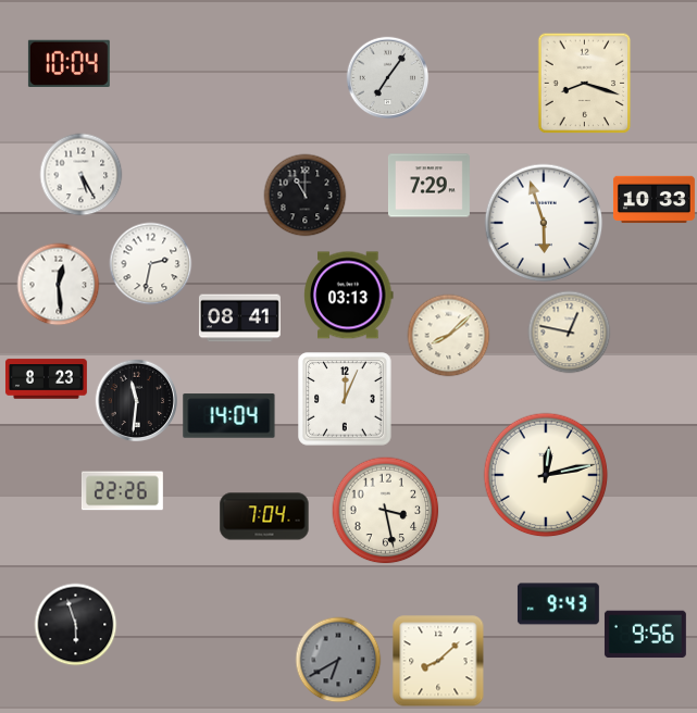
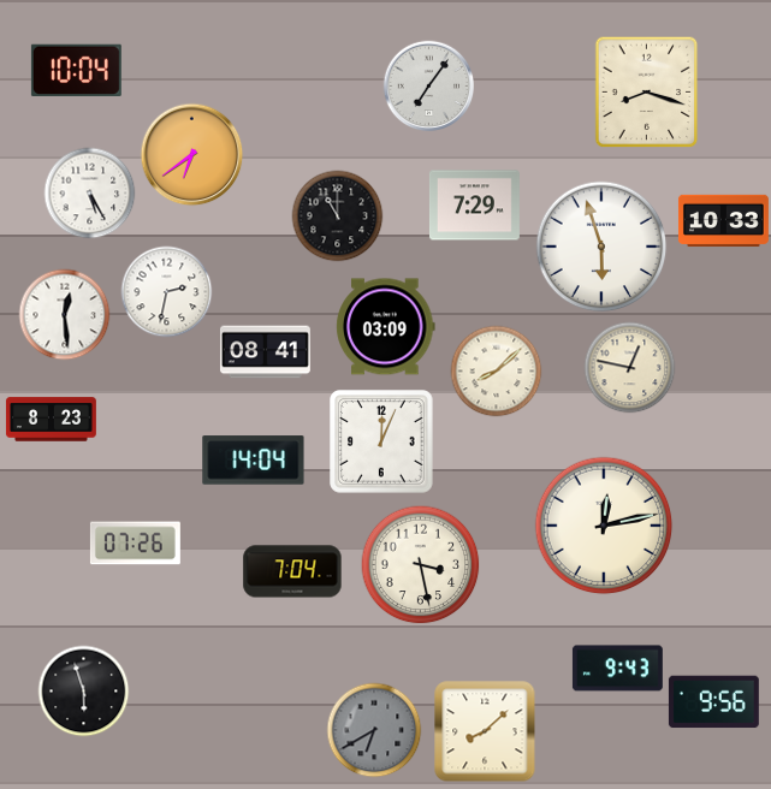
clock at (192, 155): none -> 6:39
clock at (349, 296): 03:13 -> 03:09
clock at (137, 401): 11:31 -> none
clock at (122, 491): 22:26 -> 07:26
clock at (386, 511) position: (386, 511) -> (421, 565)
